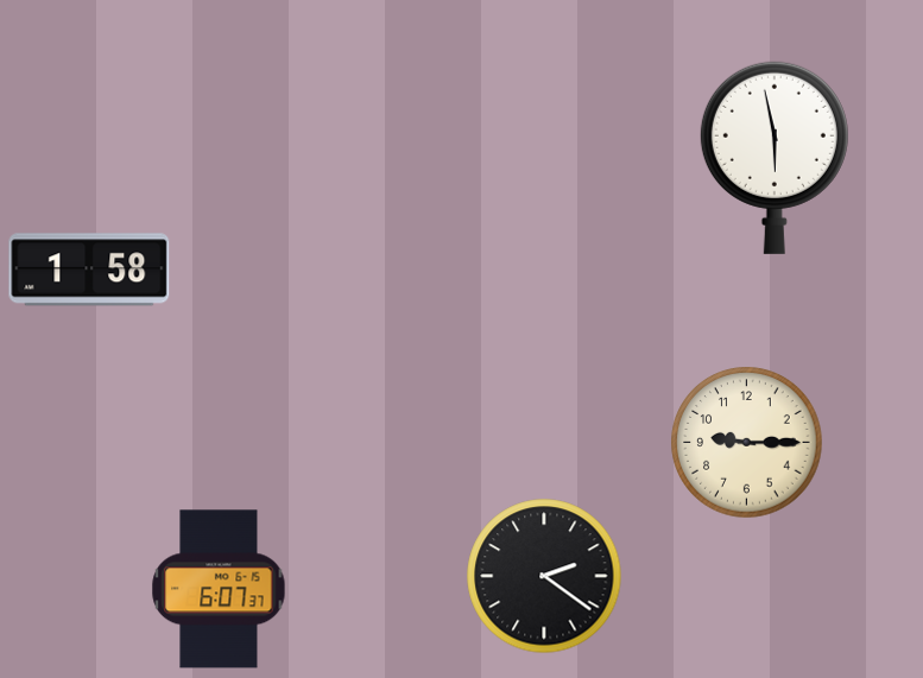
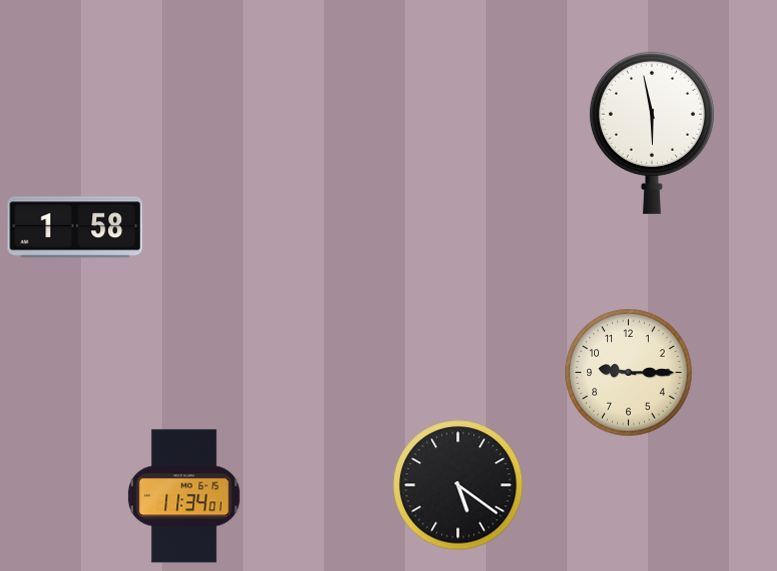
clock at (544, 576): 2:21 -> 5:21
clock at (219, 589): 6:07 -> 11:34
